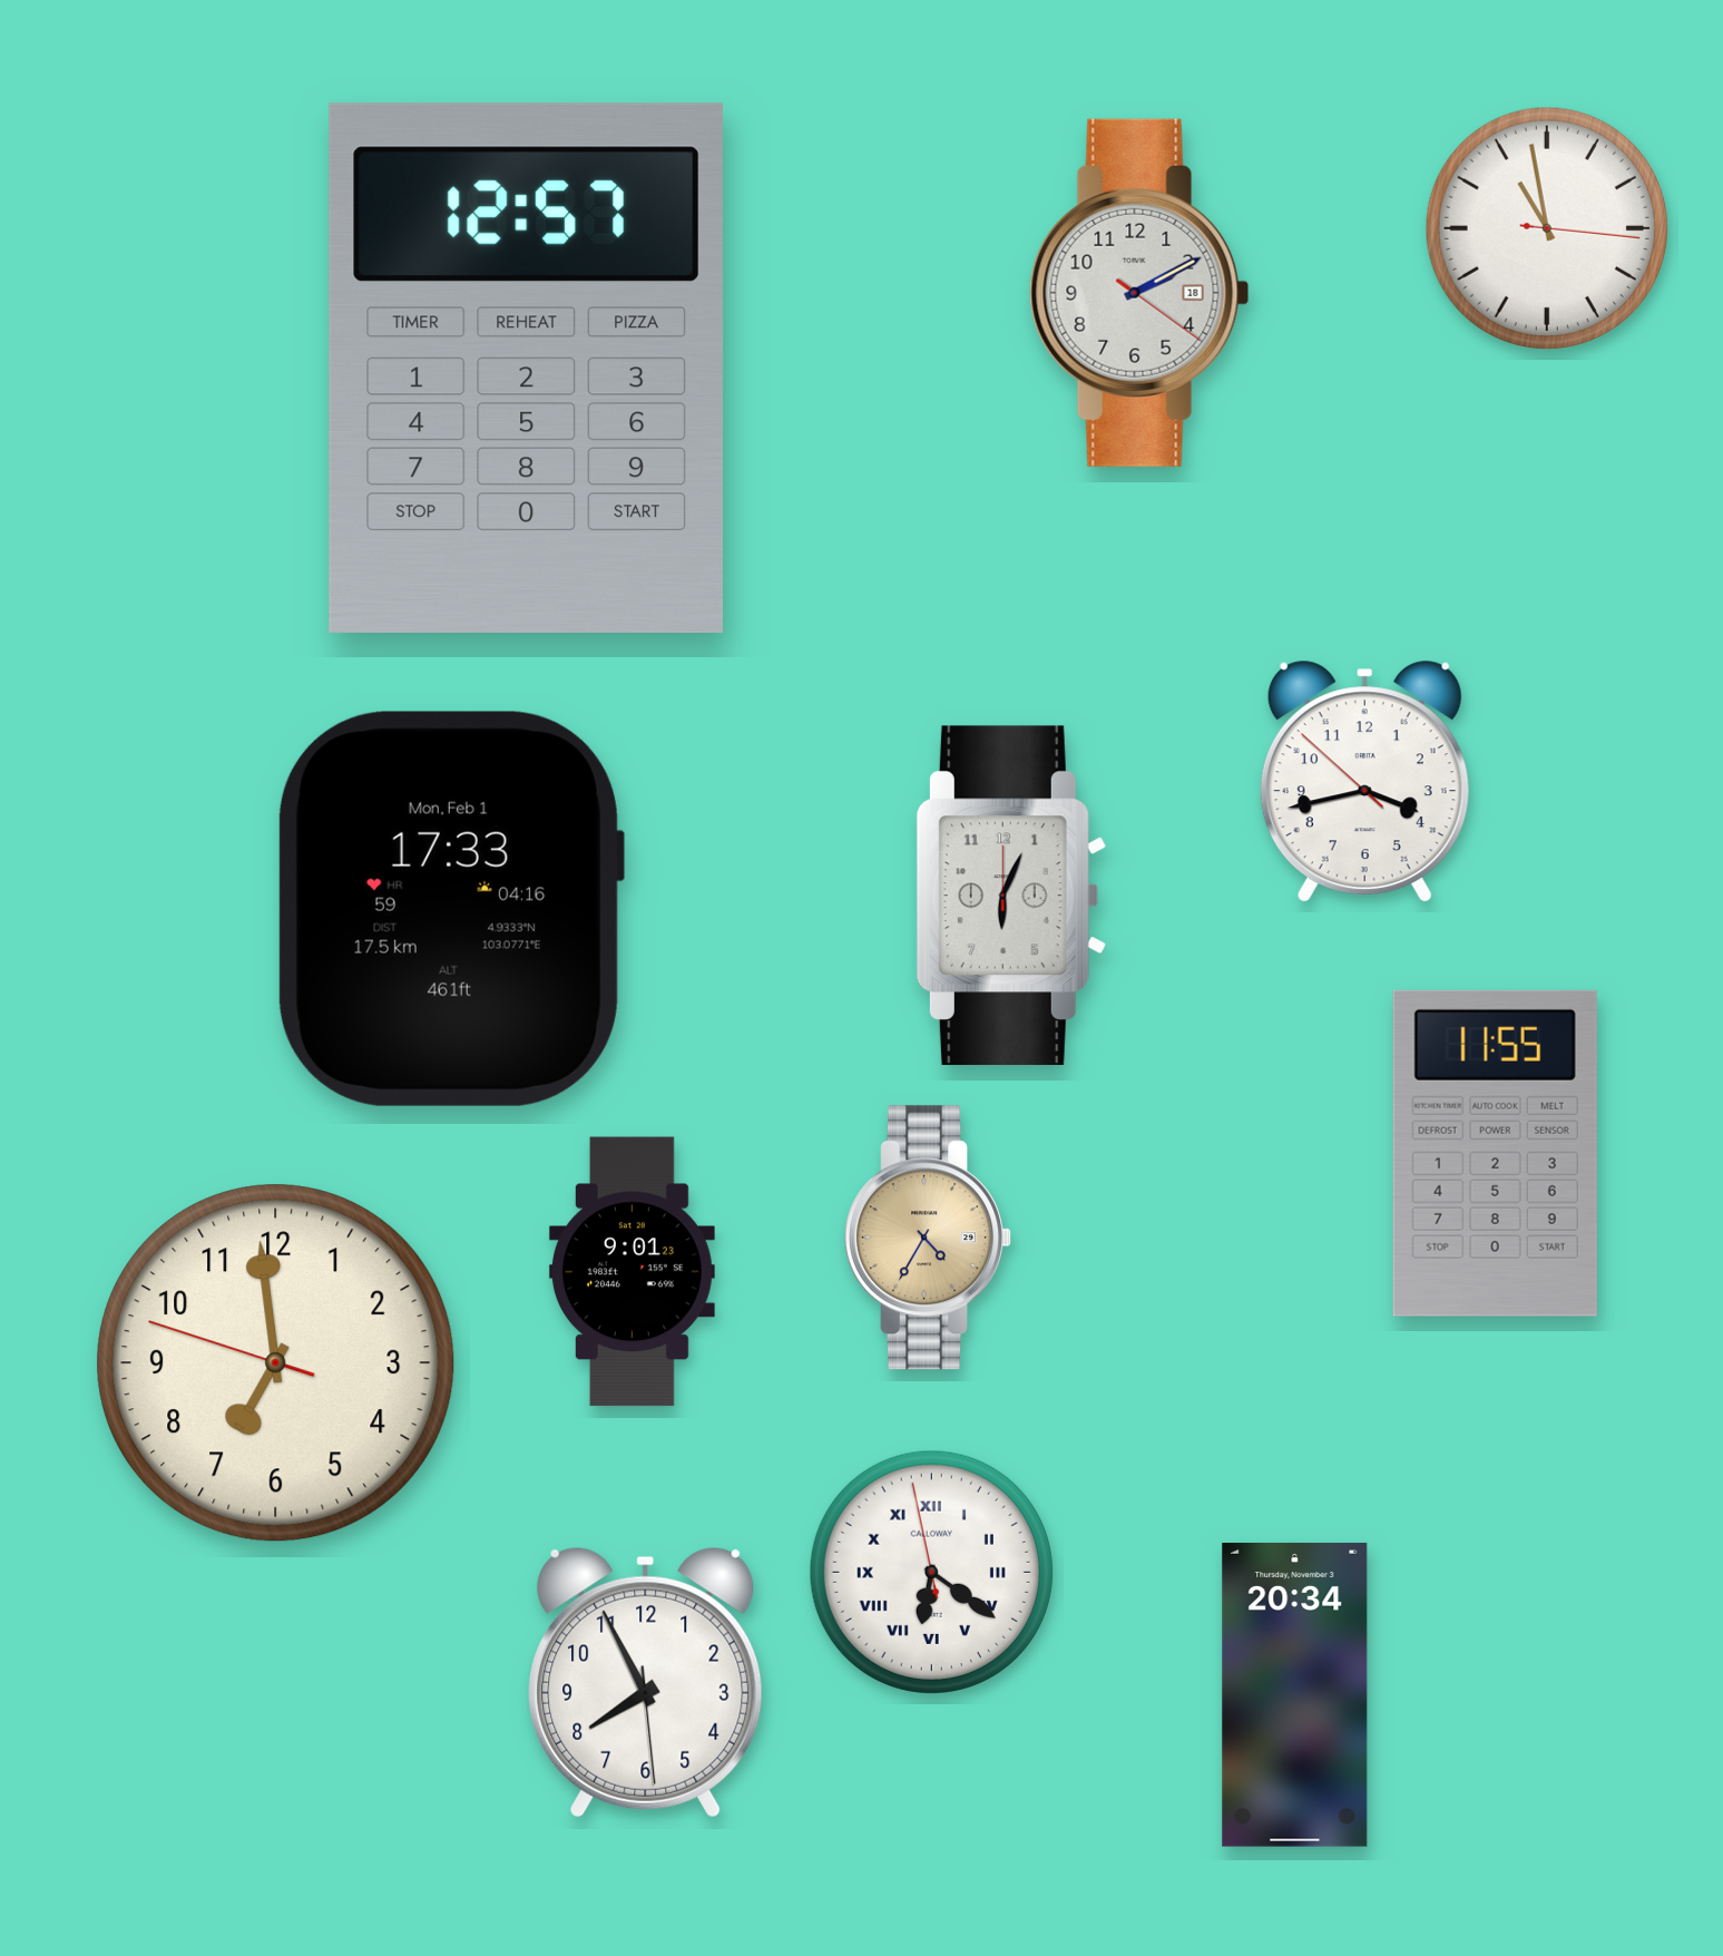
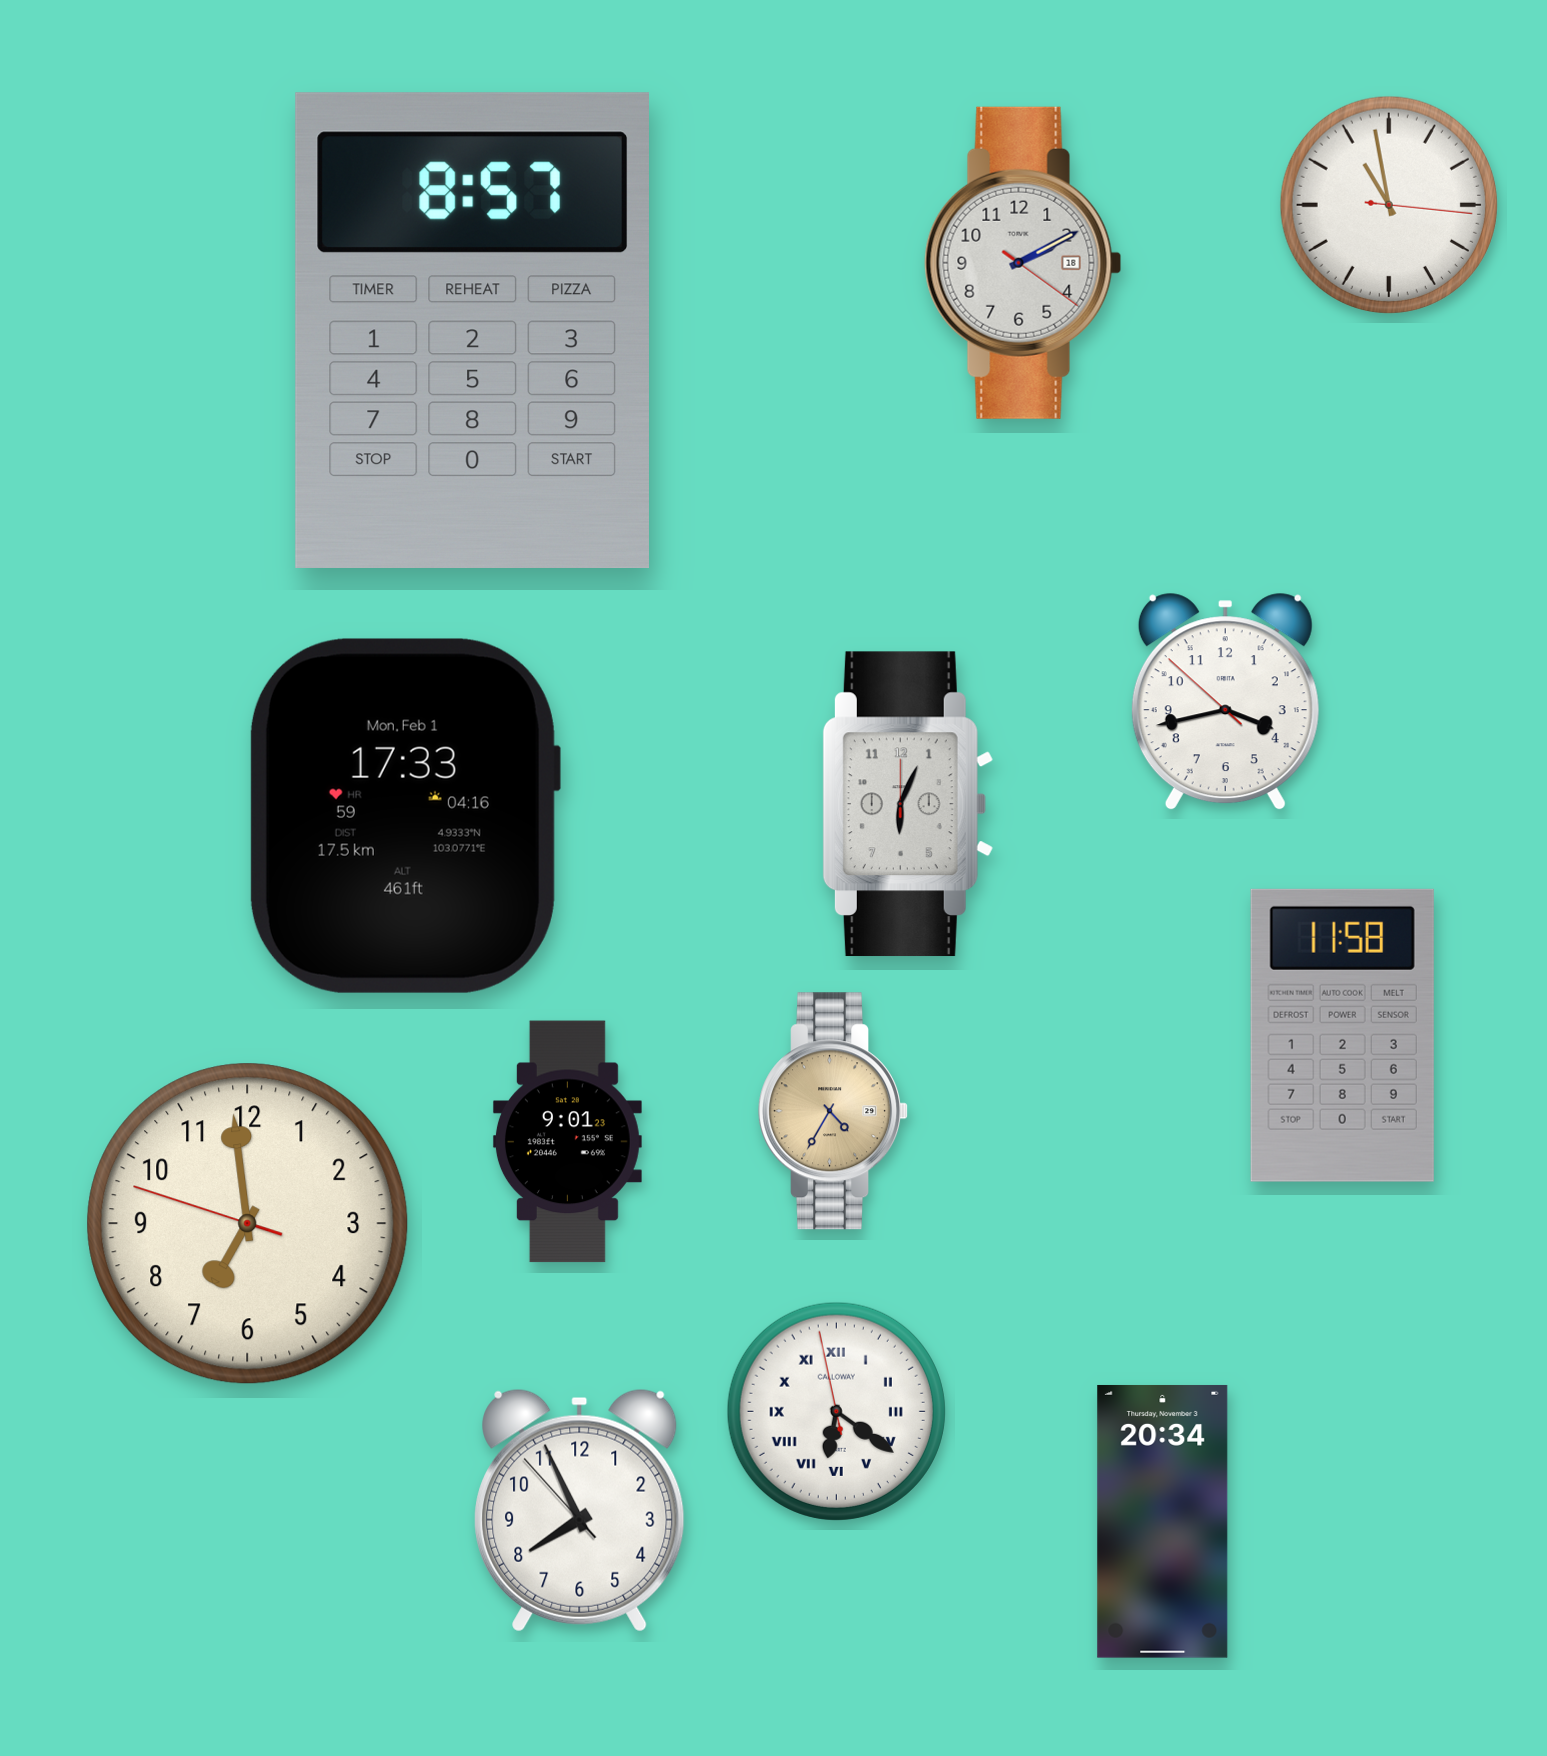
clock at (526, 368): 12:57 -> 8:57
clock at (1495, 1153): 11:55 -> 11:58
clock at (646, 1682): 7:55:29 -> 7:55:53
